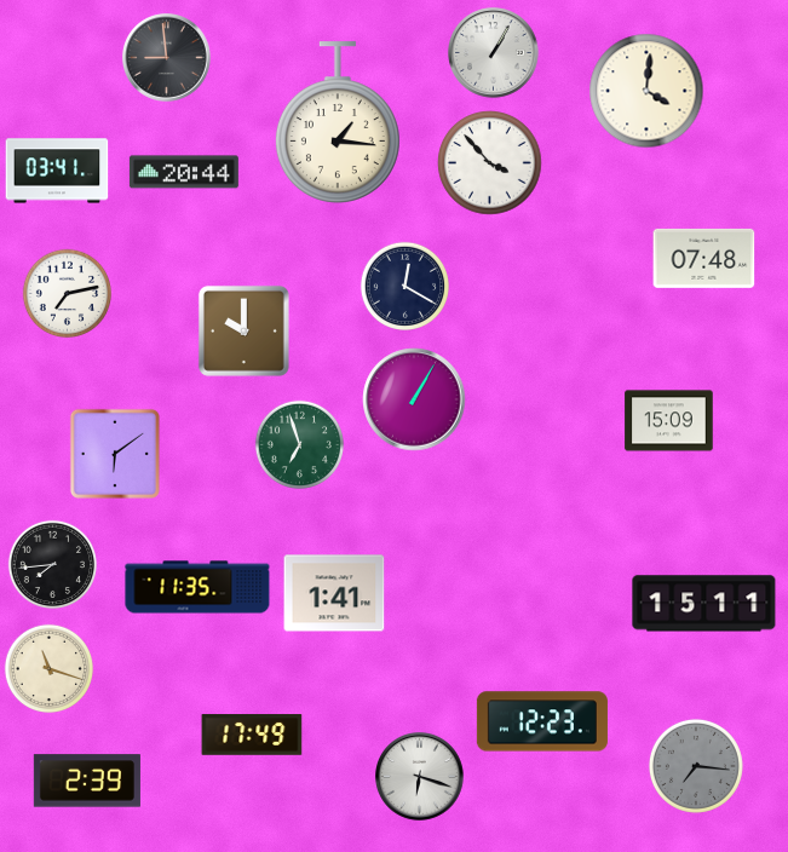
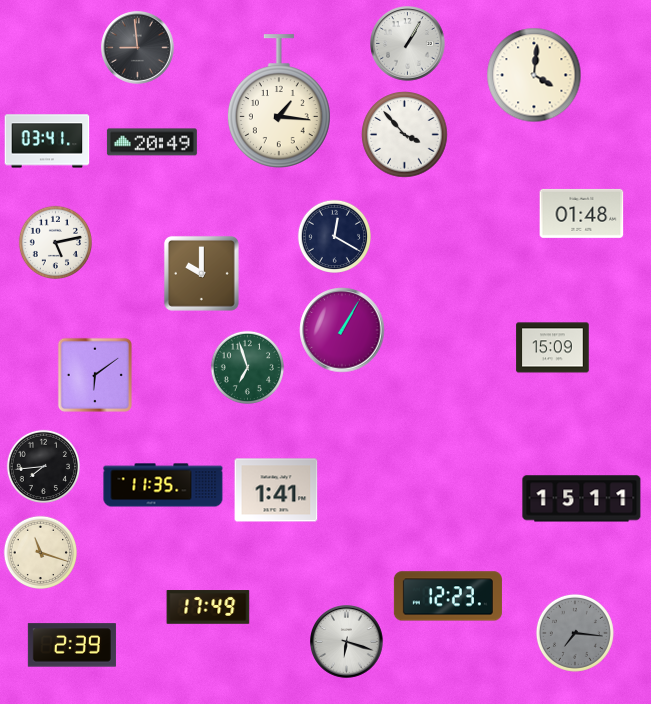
clock at (184, 172): 20:44 -> 20:49
clock at (704, 258): 07:48 -> 01:48
clock at (67, 293): 7:13 -> 5:13
